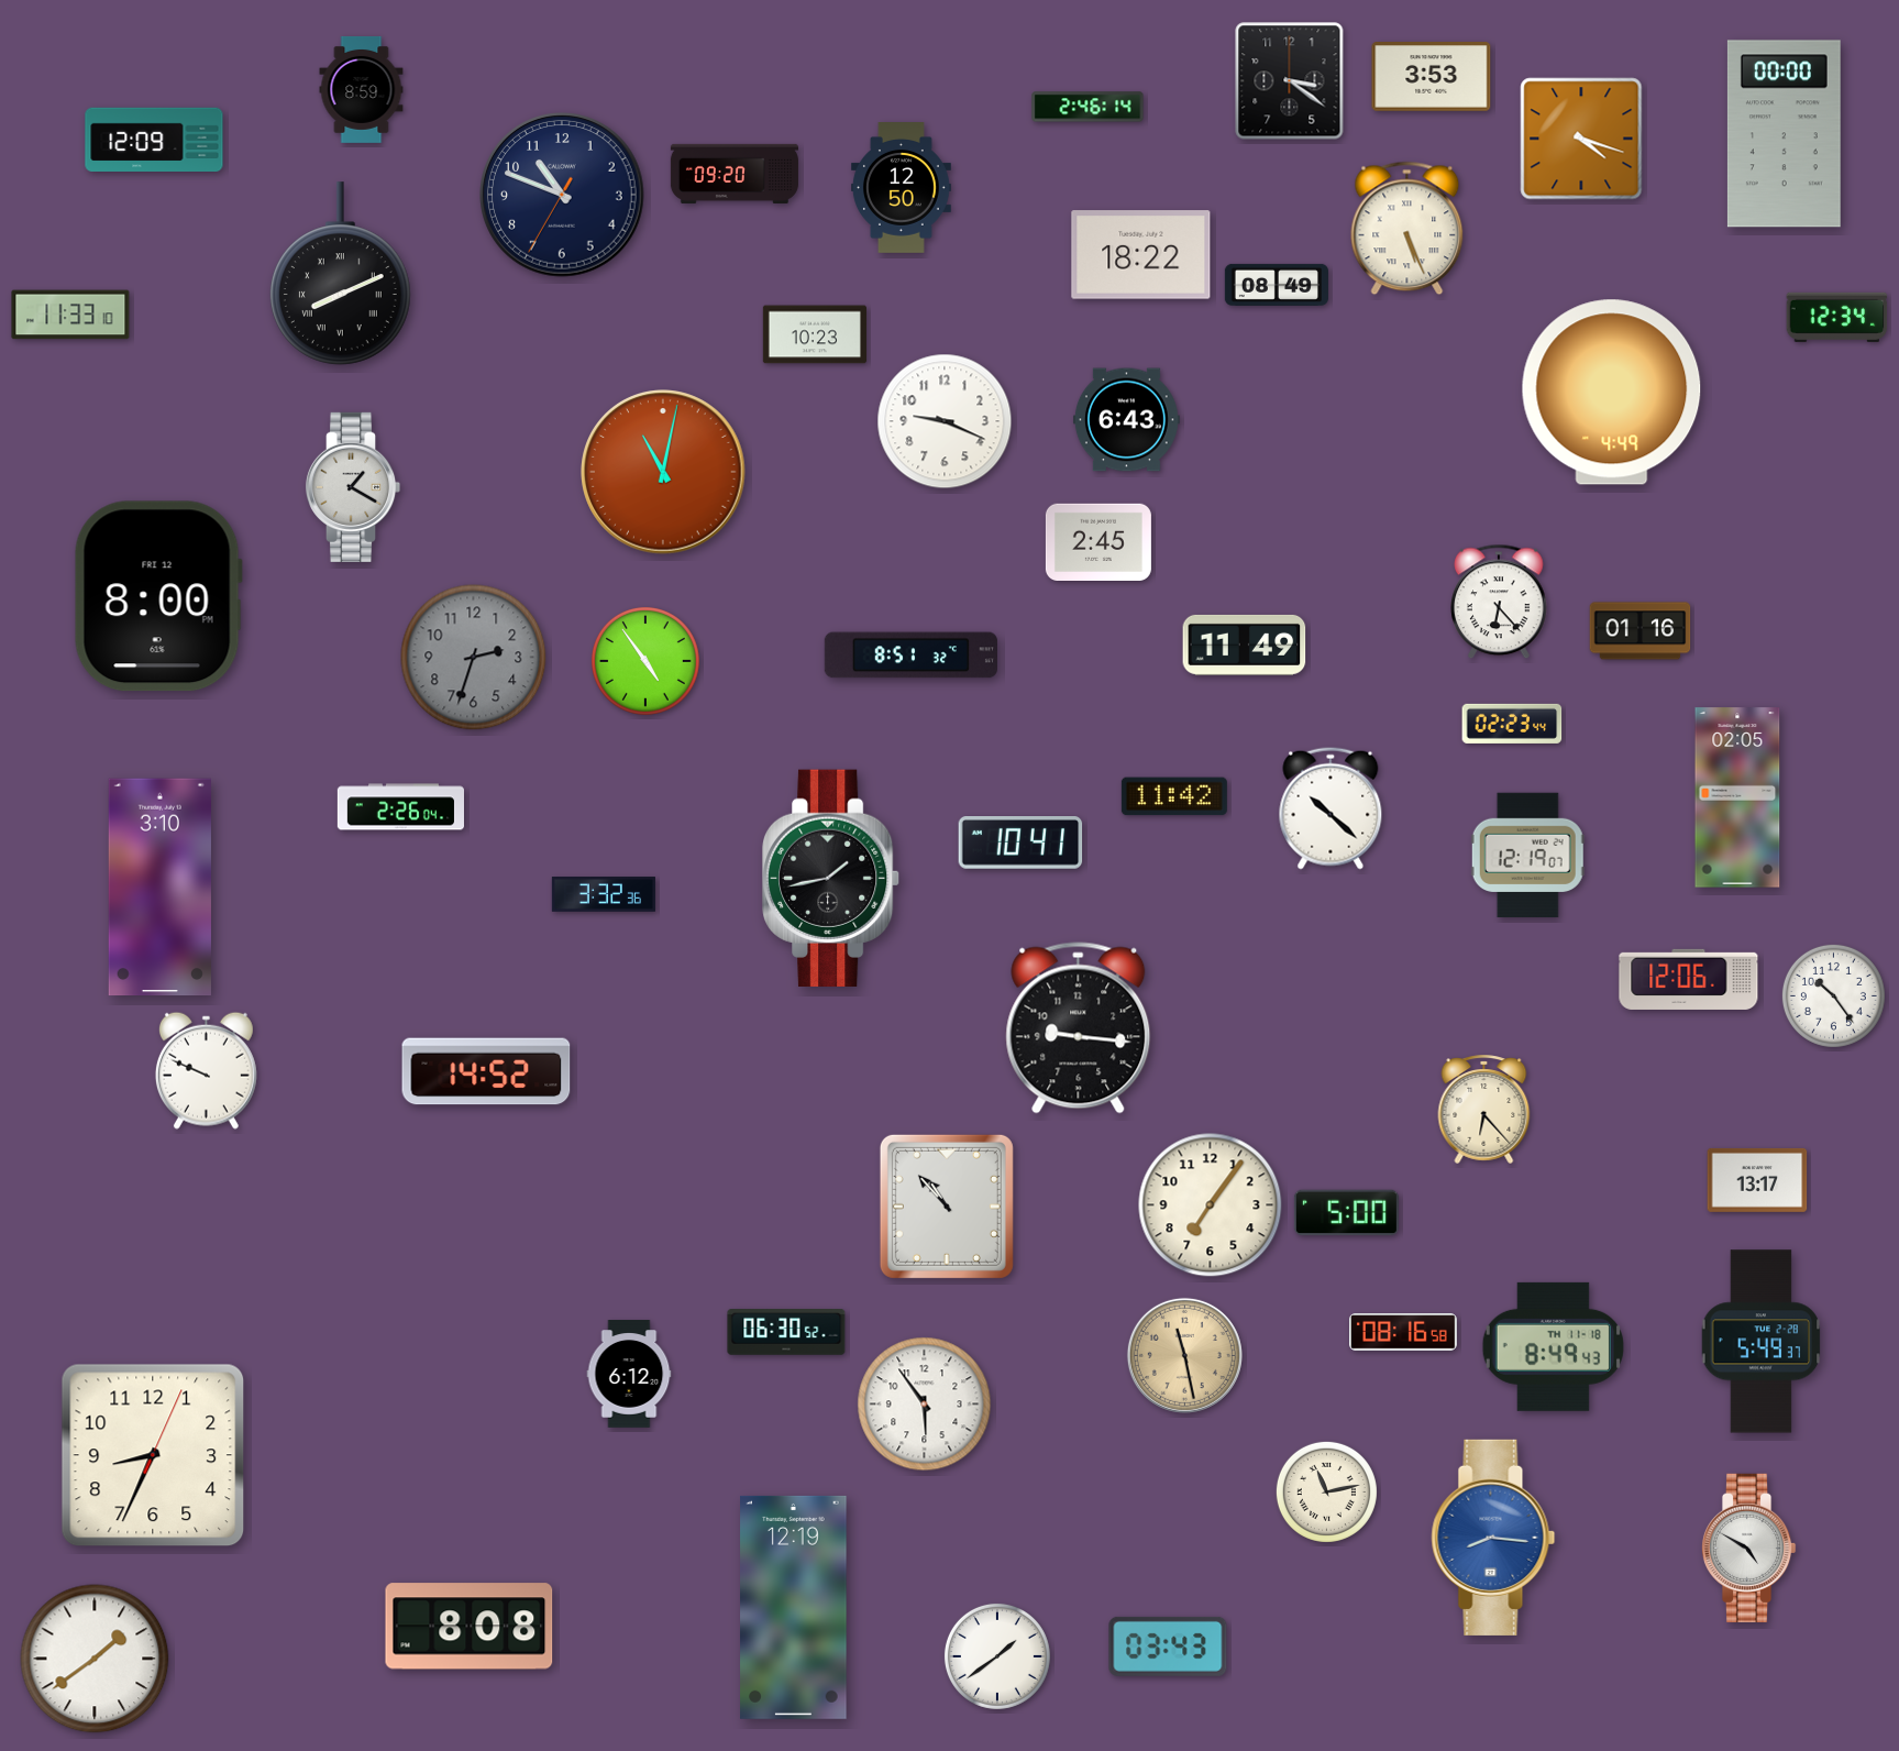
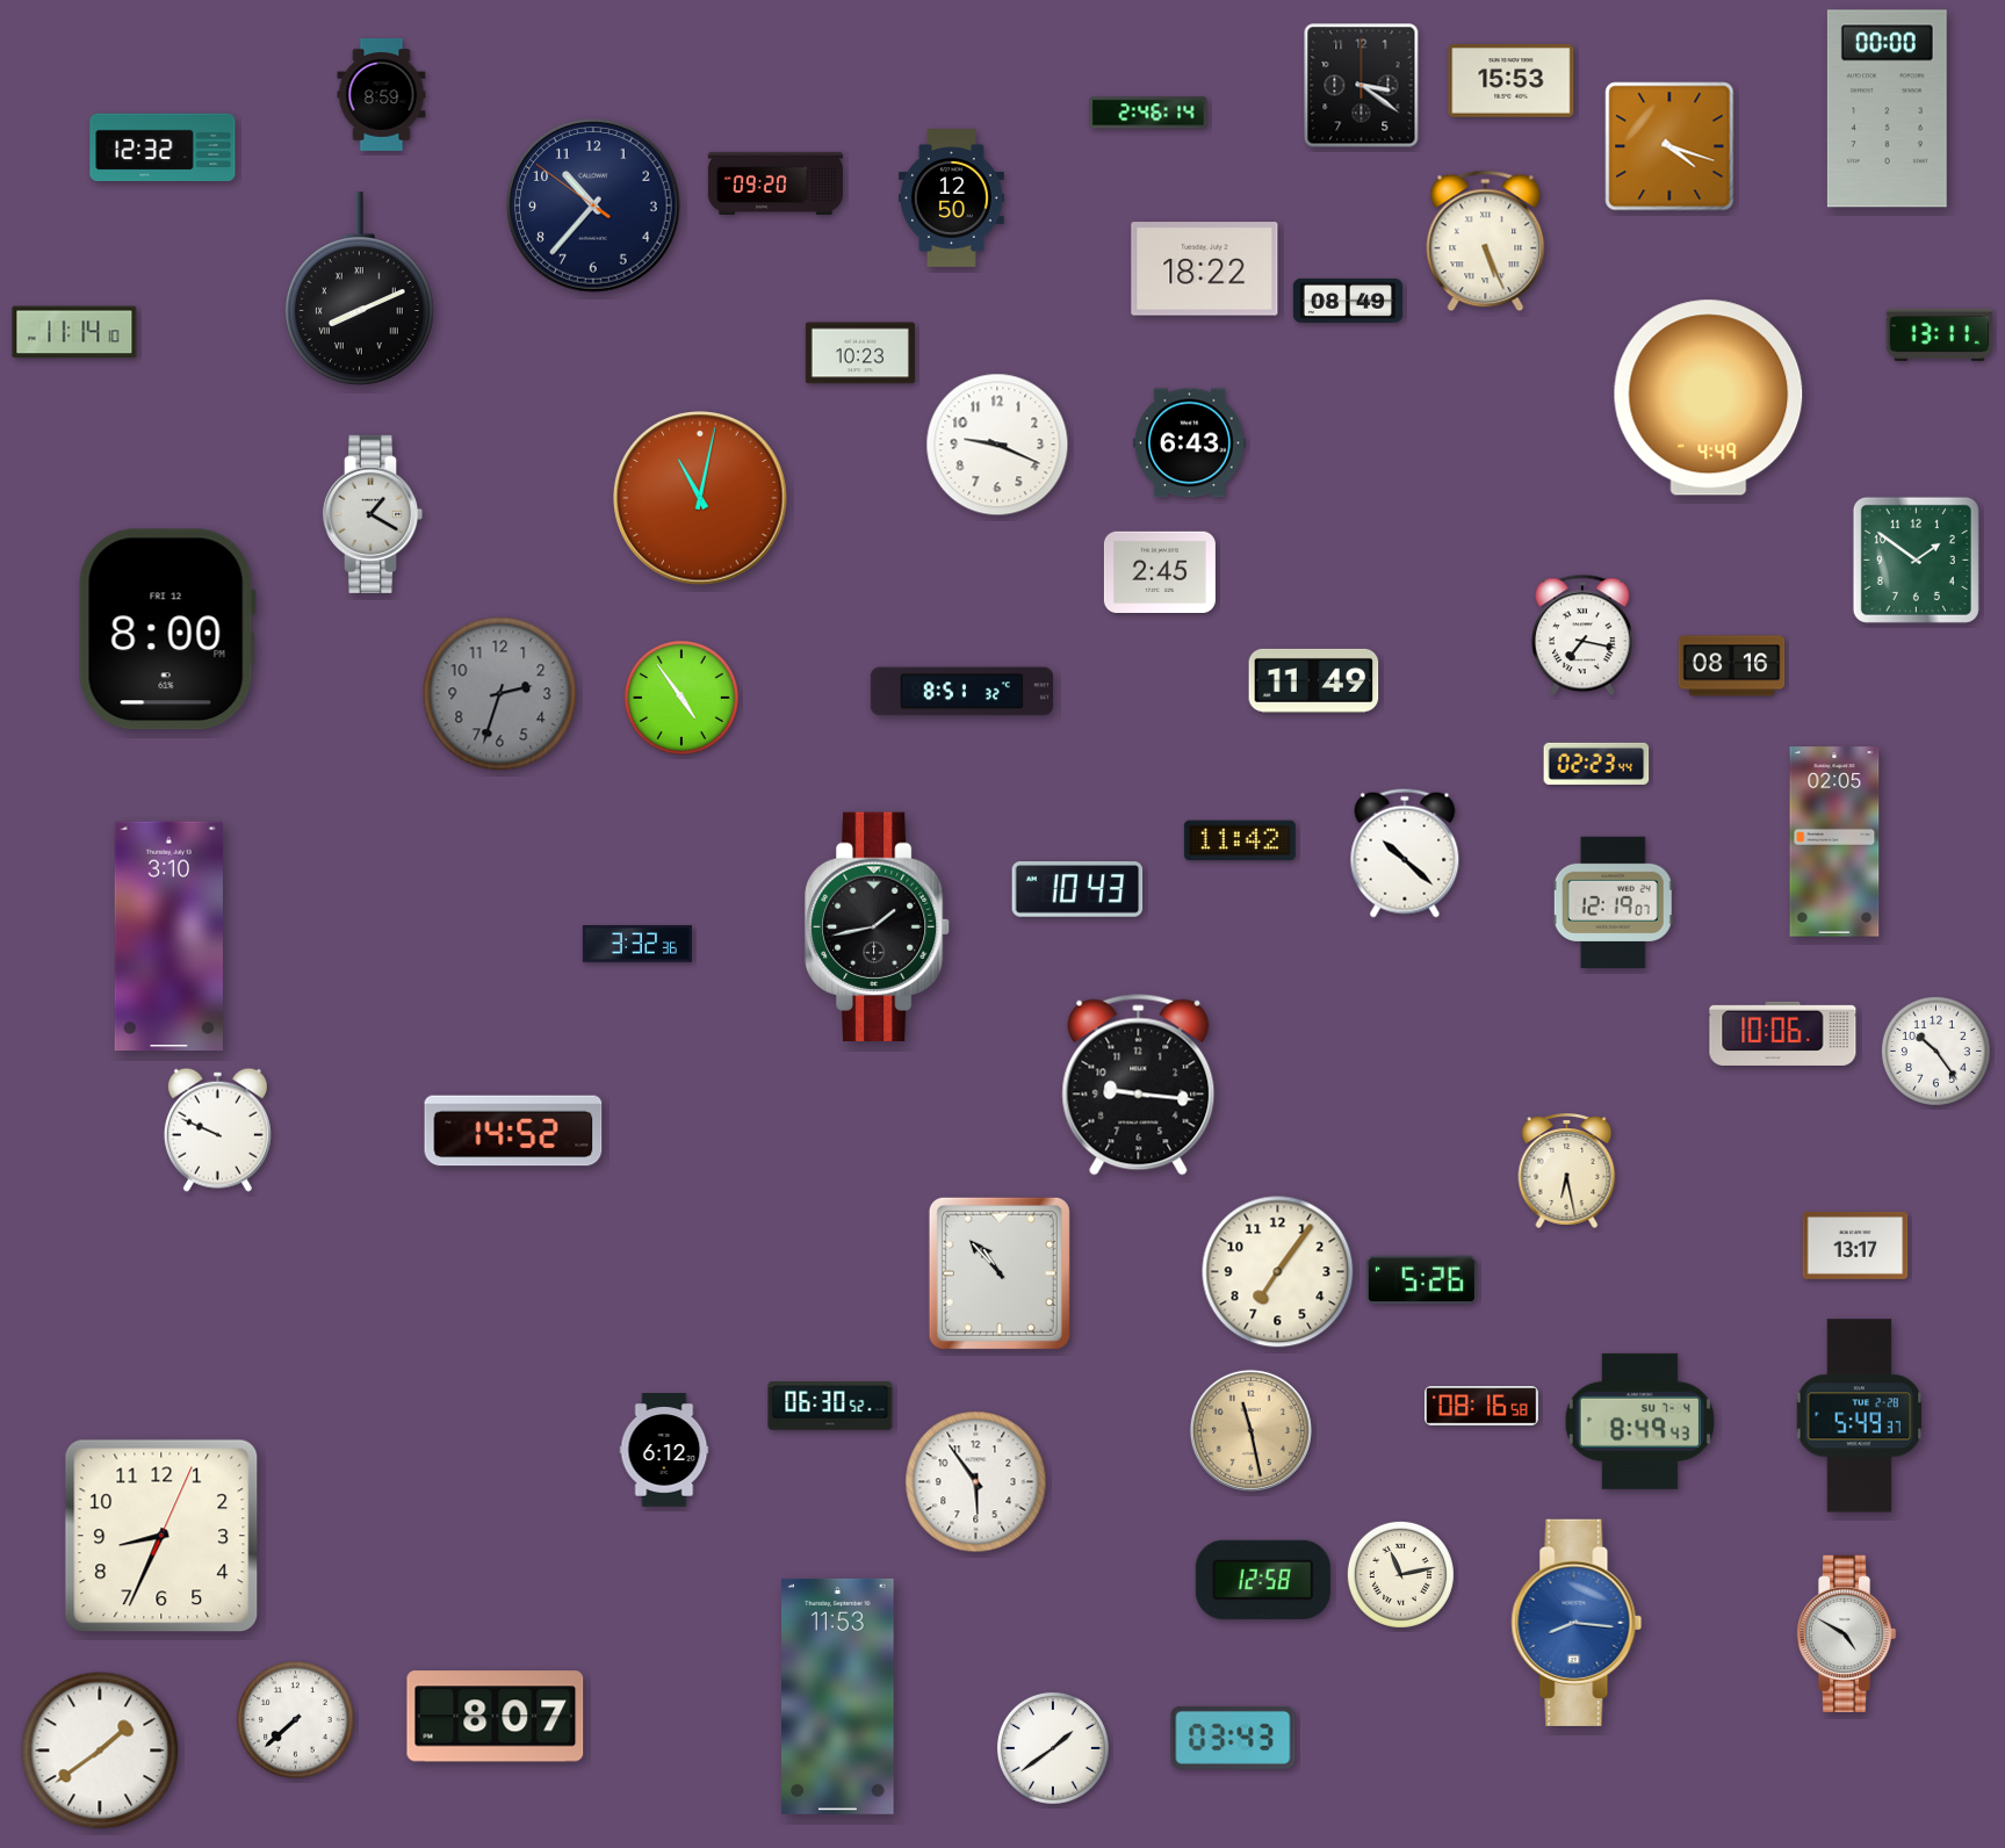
clock at (1432, 77): 3:53 -> 15:53
clock at (1784, 134) position: (1784, 134) -> (1887, 109)
clock at (154, 139): 12:09 -> 12:32
clock at (562, 195): 10:48 -> 10:36
clock at (70, 315): 11:33 -> 11:14
clock at (1837, 317): 12:34 -> 13:11
clock at (1612, 393) position: (1612, 393) -> (1709, 398)
clock at (1916, 560): none -> 1:51
clock at (1499, 602): 6:23 -> 7:17
clock at (1641, 631): 01:16 -> 08:16
clock at (400, 807): 2:26 -> none
clock at (1020, 844): 10:41 -> 10:43
clock at (1689, 979): 12:06 -> 10:06
clock at (1484, 1109): 6:23 -> 6:28
clock at (1346, 1213): 5:00 -> 5:26
clock at (1553, 1346) date: TH 11-18 -> SU 7-4
clock at (1263, 1580): none -> 12:58
clock at (794, 1607): 12:19 -> 11:53
clock at (470, 1627): 8:08 -> 8:07
clock at (296, 1720): none -> 7:38
